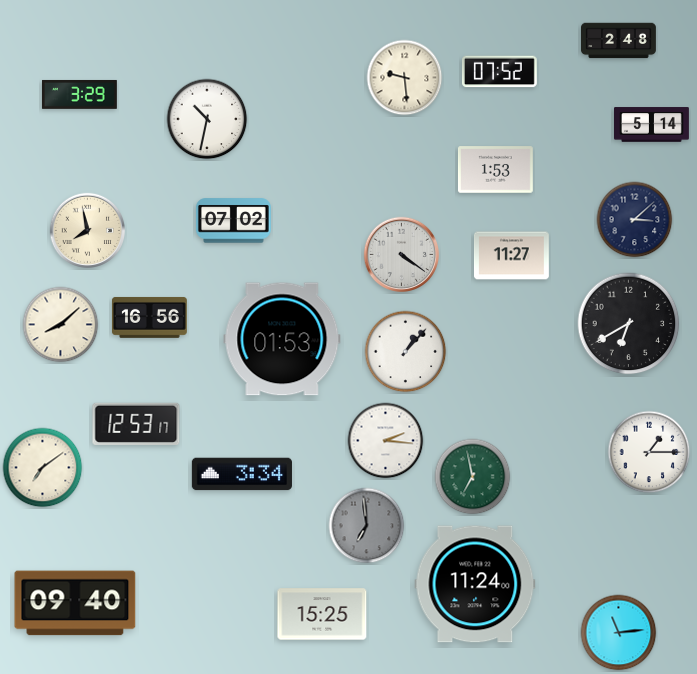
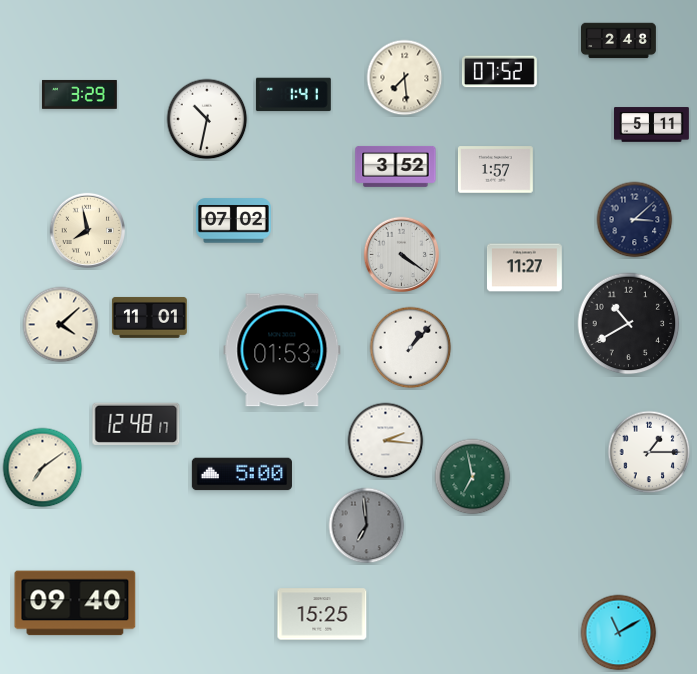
clock at (405, 78): 9:29 -> 7:29
clock at (293, 95): none -> 1:41
clock at (652, 125): 5:14 -> 5:11
clock at (396, 166): none -> 3:52
clock at (496, 170): 1:53 -> 1:57
clock at (511, 256) position: (511, 256) -> (524, 268)
clock at (149, 317): 16:56 -> 11:01
clock at (629, 324): 6:40 -> 10:40
clock at (61, 325): 8:08 -> 4:08
clock at (282, 339) position: (282, 339) -> (282, 350)
clock at (406, 352) position: (406, 352) -> (411, 348)
clock at (136, 424): 12:53 -> 12:48
clock at (242, 474): 3:34 -> 5:00
clock at (475, 584): 11:24 -> none
clock at (619, 633): 11:14 -> 11:10
